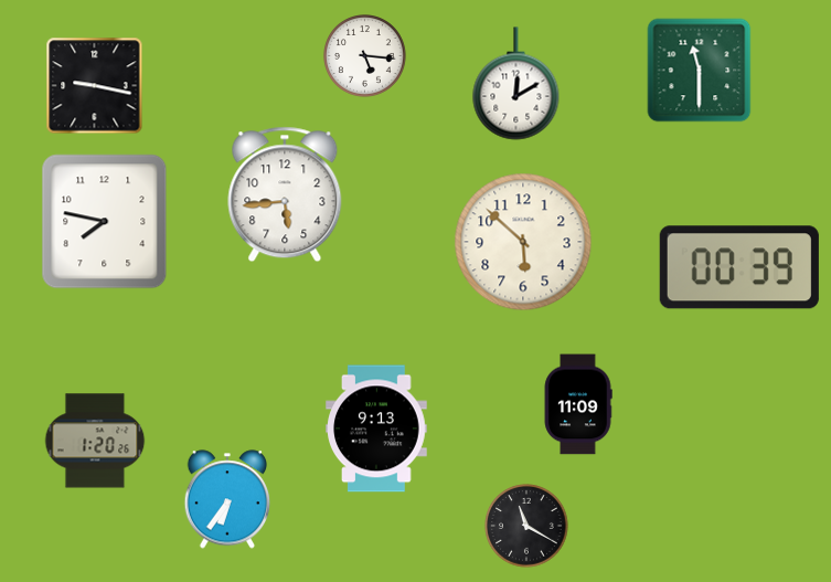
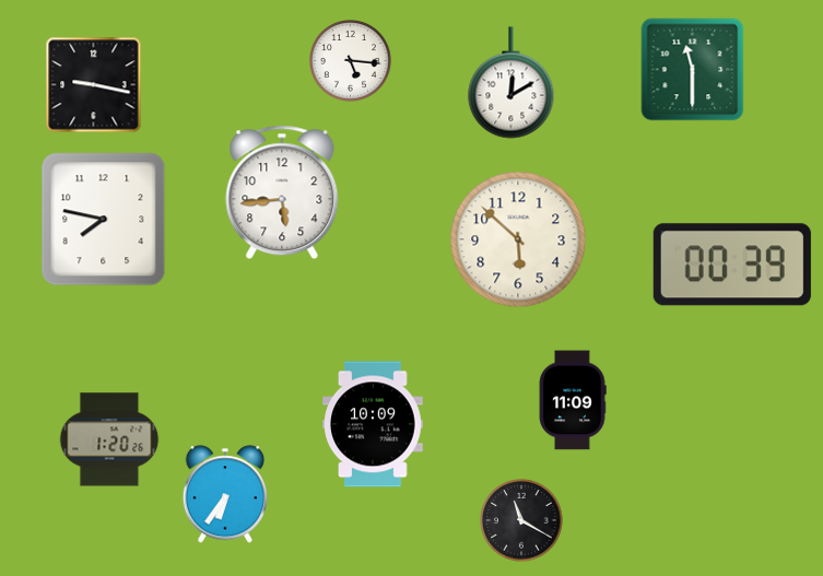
clock at (365, 56) position: (365, 56) -> (351, 61)
clock at (376, 428): 9:13 -> 10:09
clock at (95, 441) position: (95, 441) -> (109, 439)
